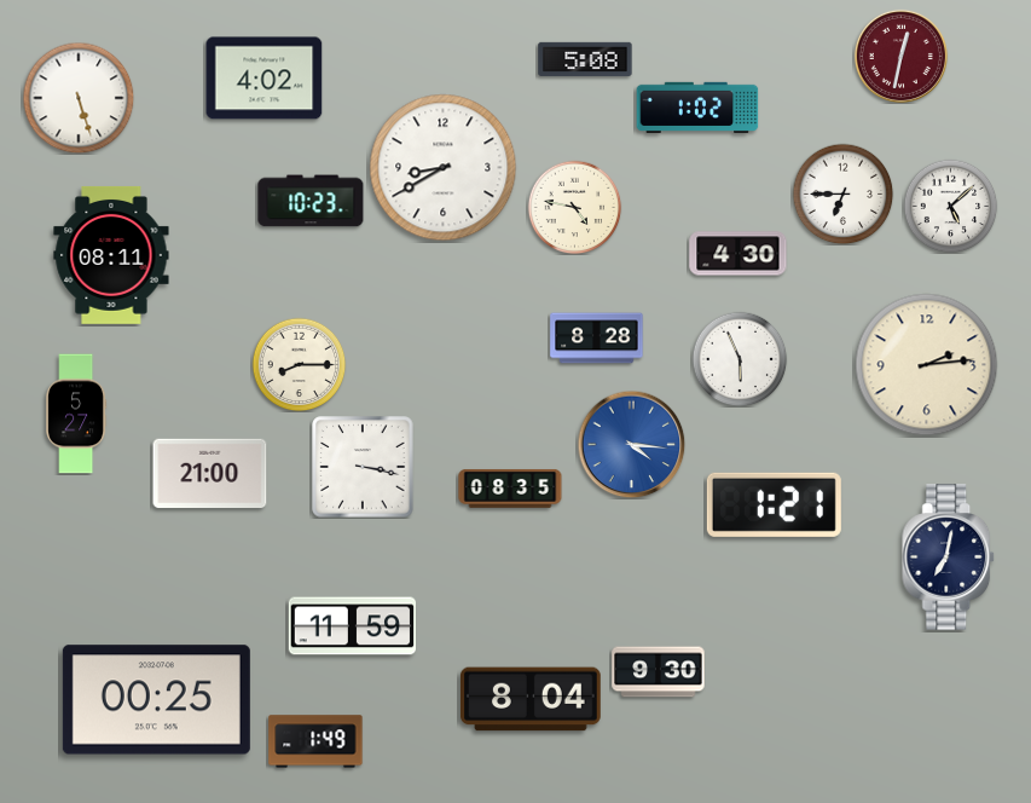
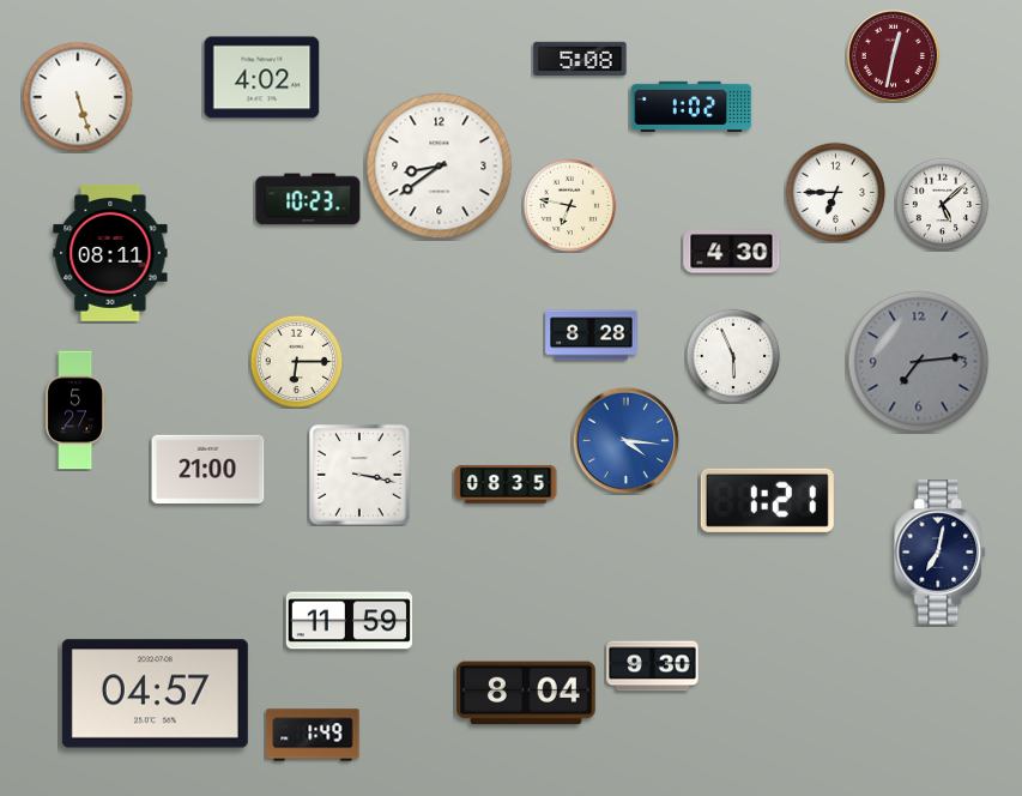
clock at (444, 168): 8:40 -> 8:39
clock at (574, 207): 4:47 -> 6:47
clock at (299, 364): 8:15 -> 6:15
clock at (927, 365): 2:14 -> 7:14
clock at (927, 365) dial: cream -> grey
clock at (363, 467) position: (363, 467) -> (359, 475)
clock at (156, 700): 00:25 -> 04:57
